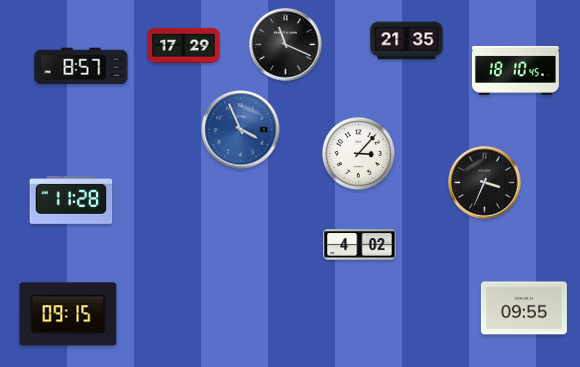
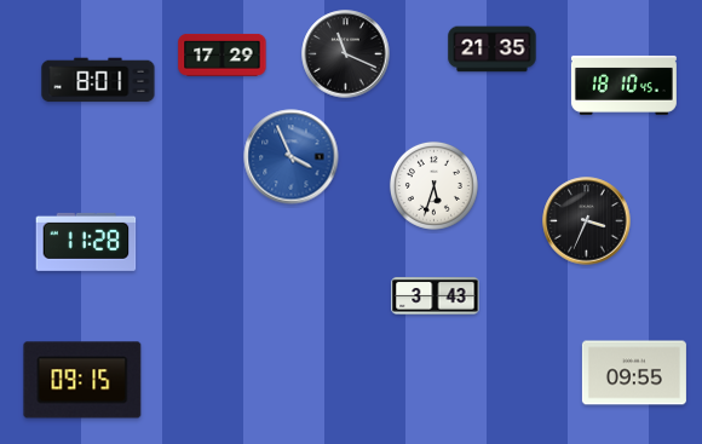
clock at (81, 66): 8:57 -> 8:01
clock at (358, 153): 3:07 -> 5:33
clock at (360, 245): 4:02 -> 3:43
